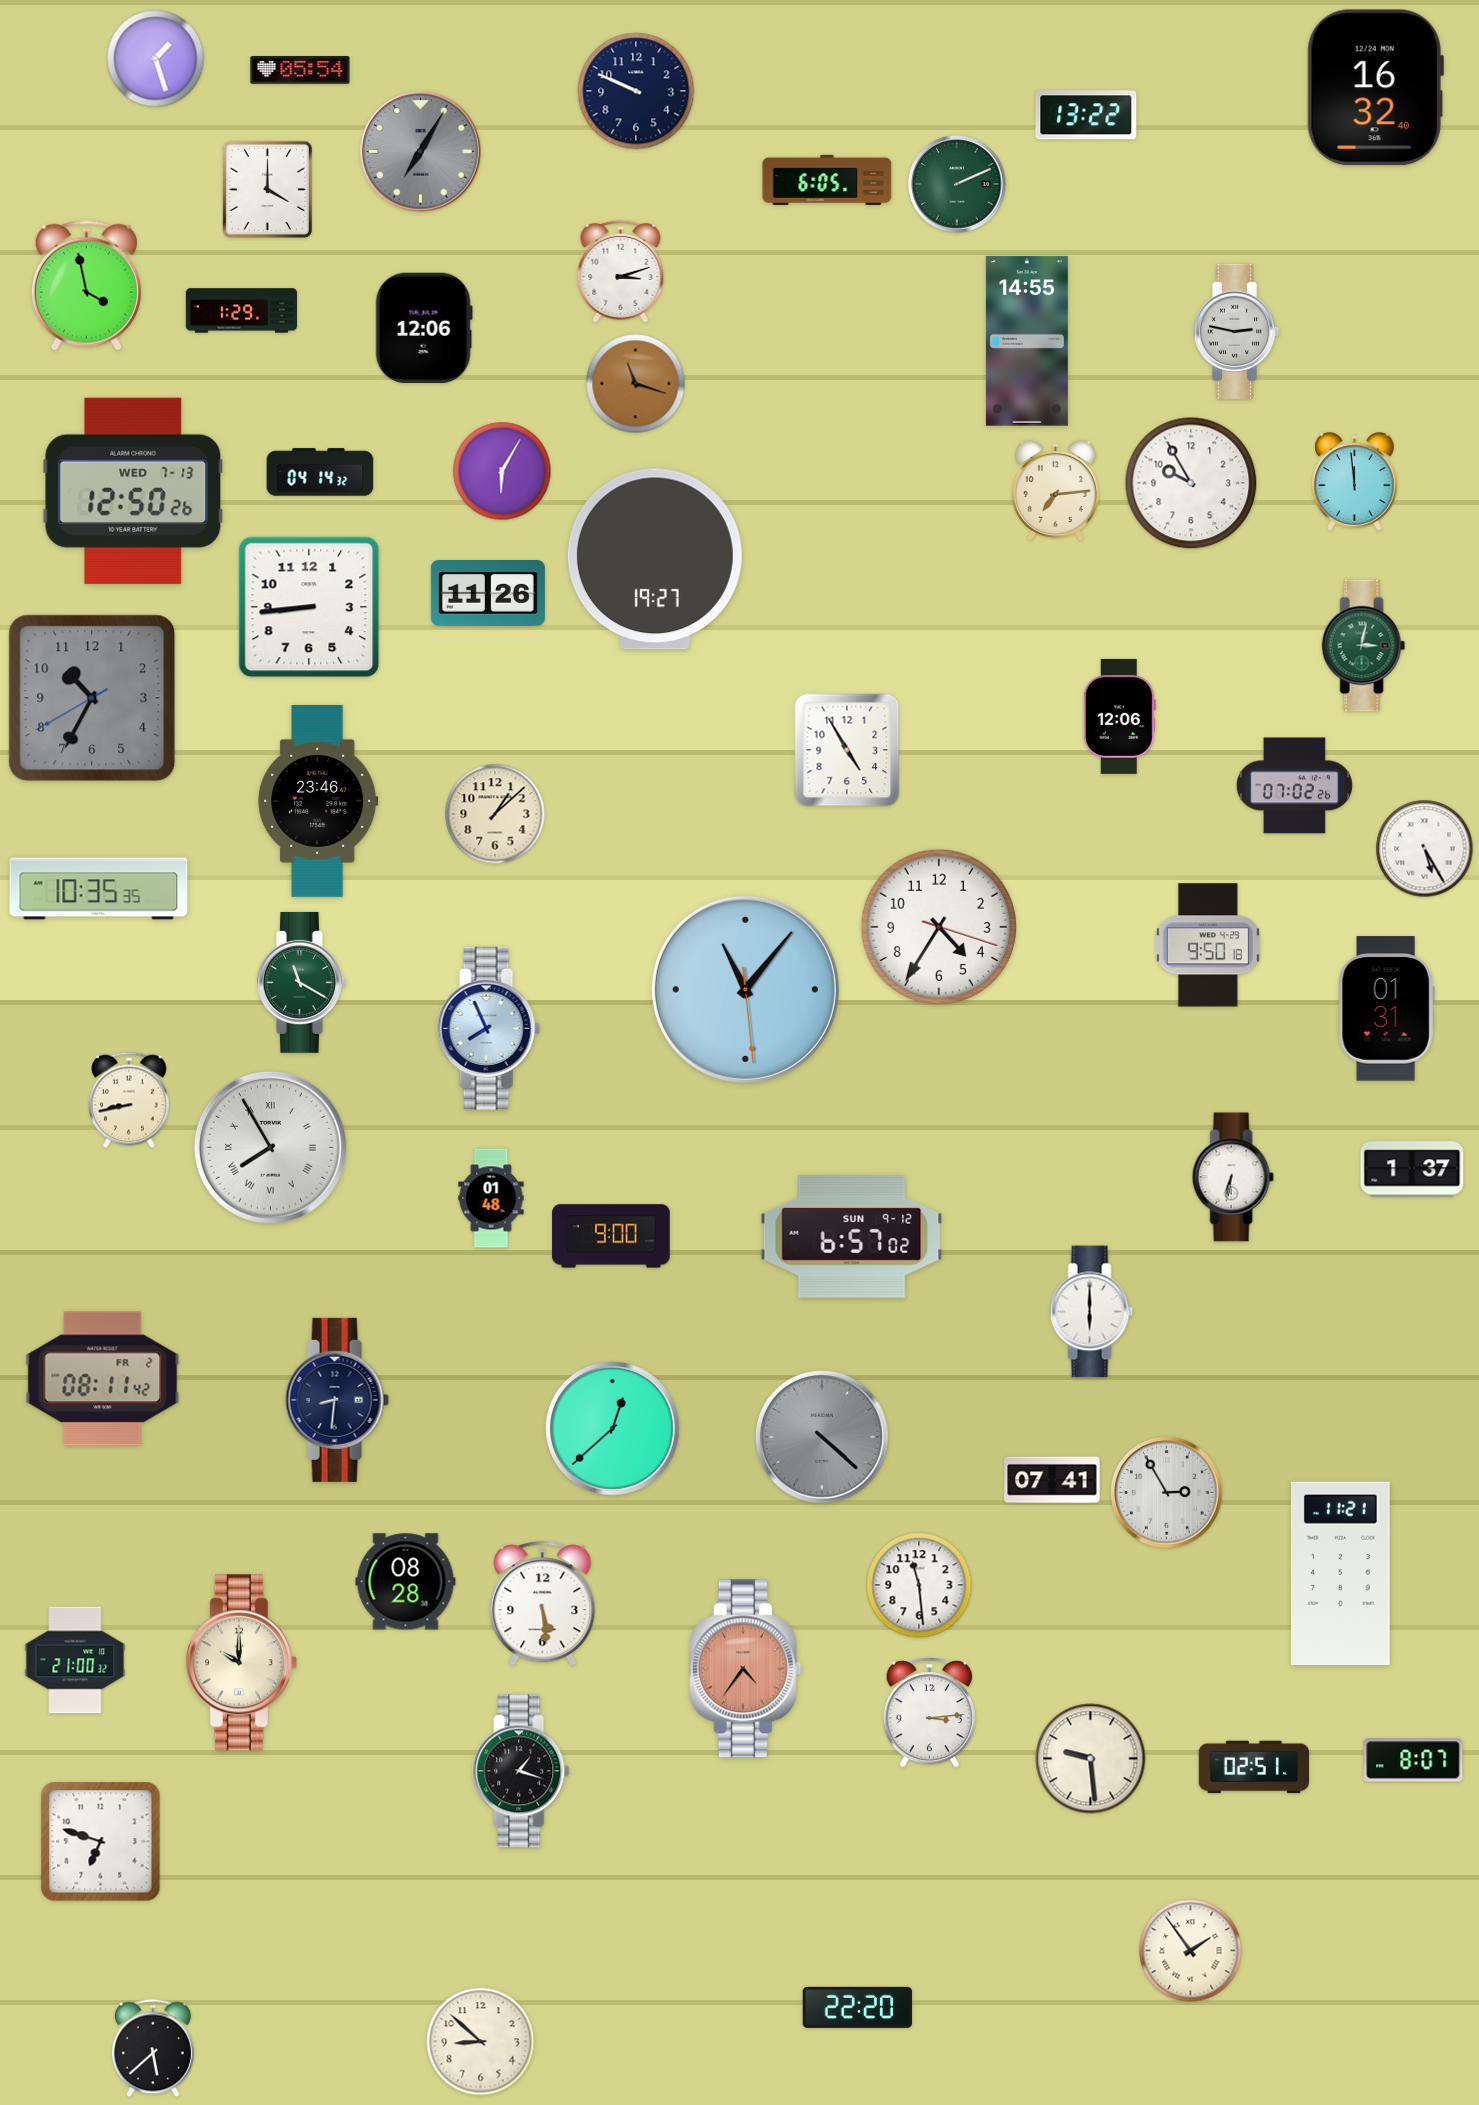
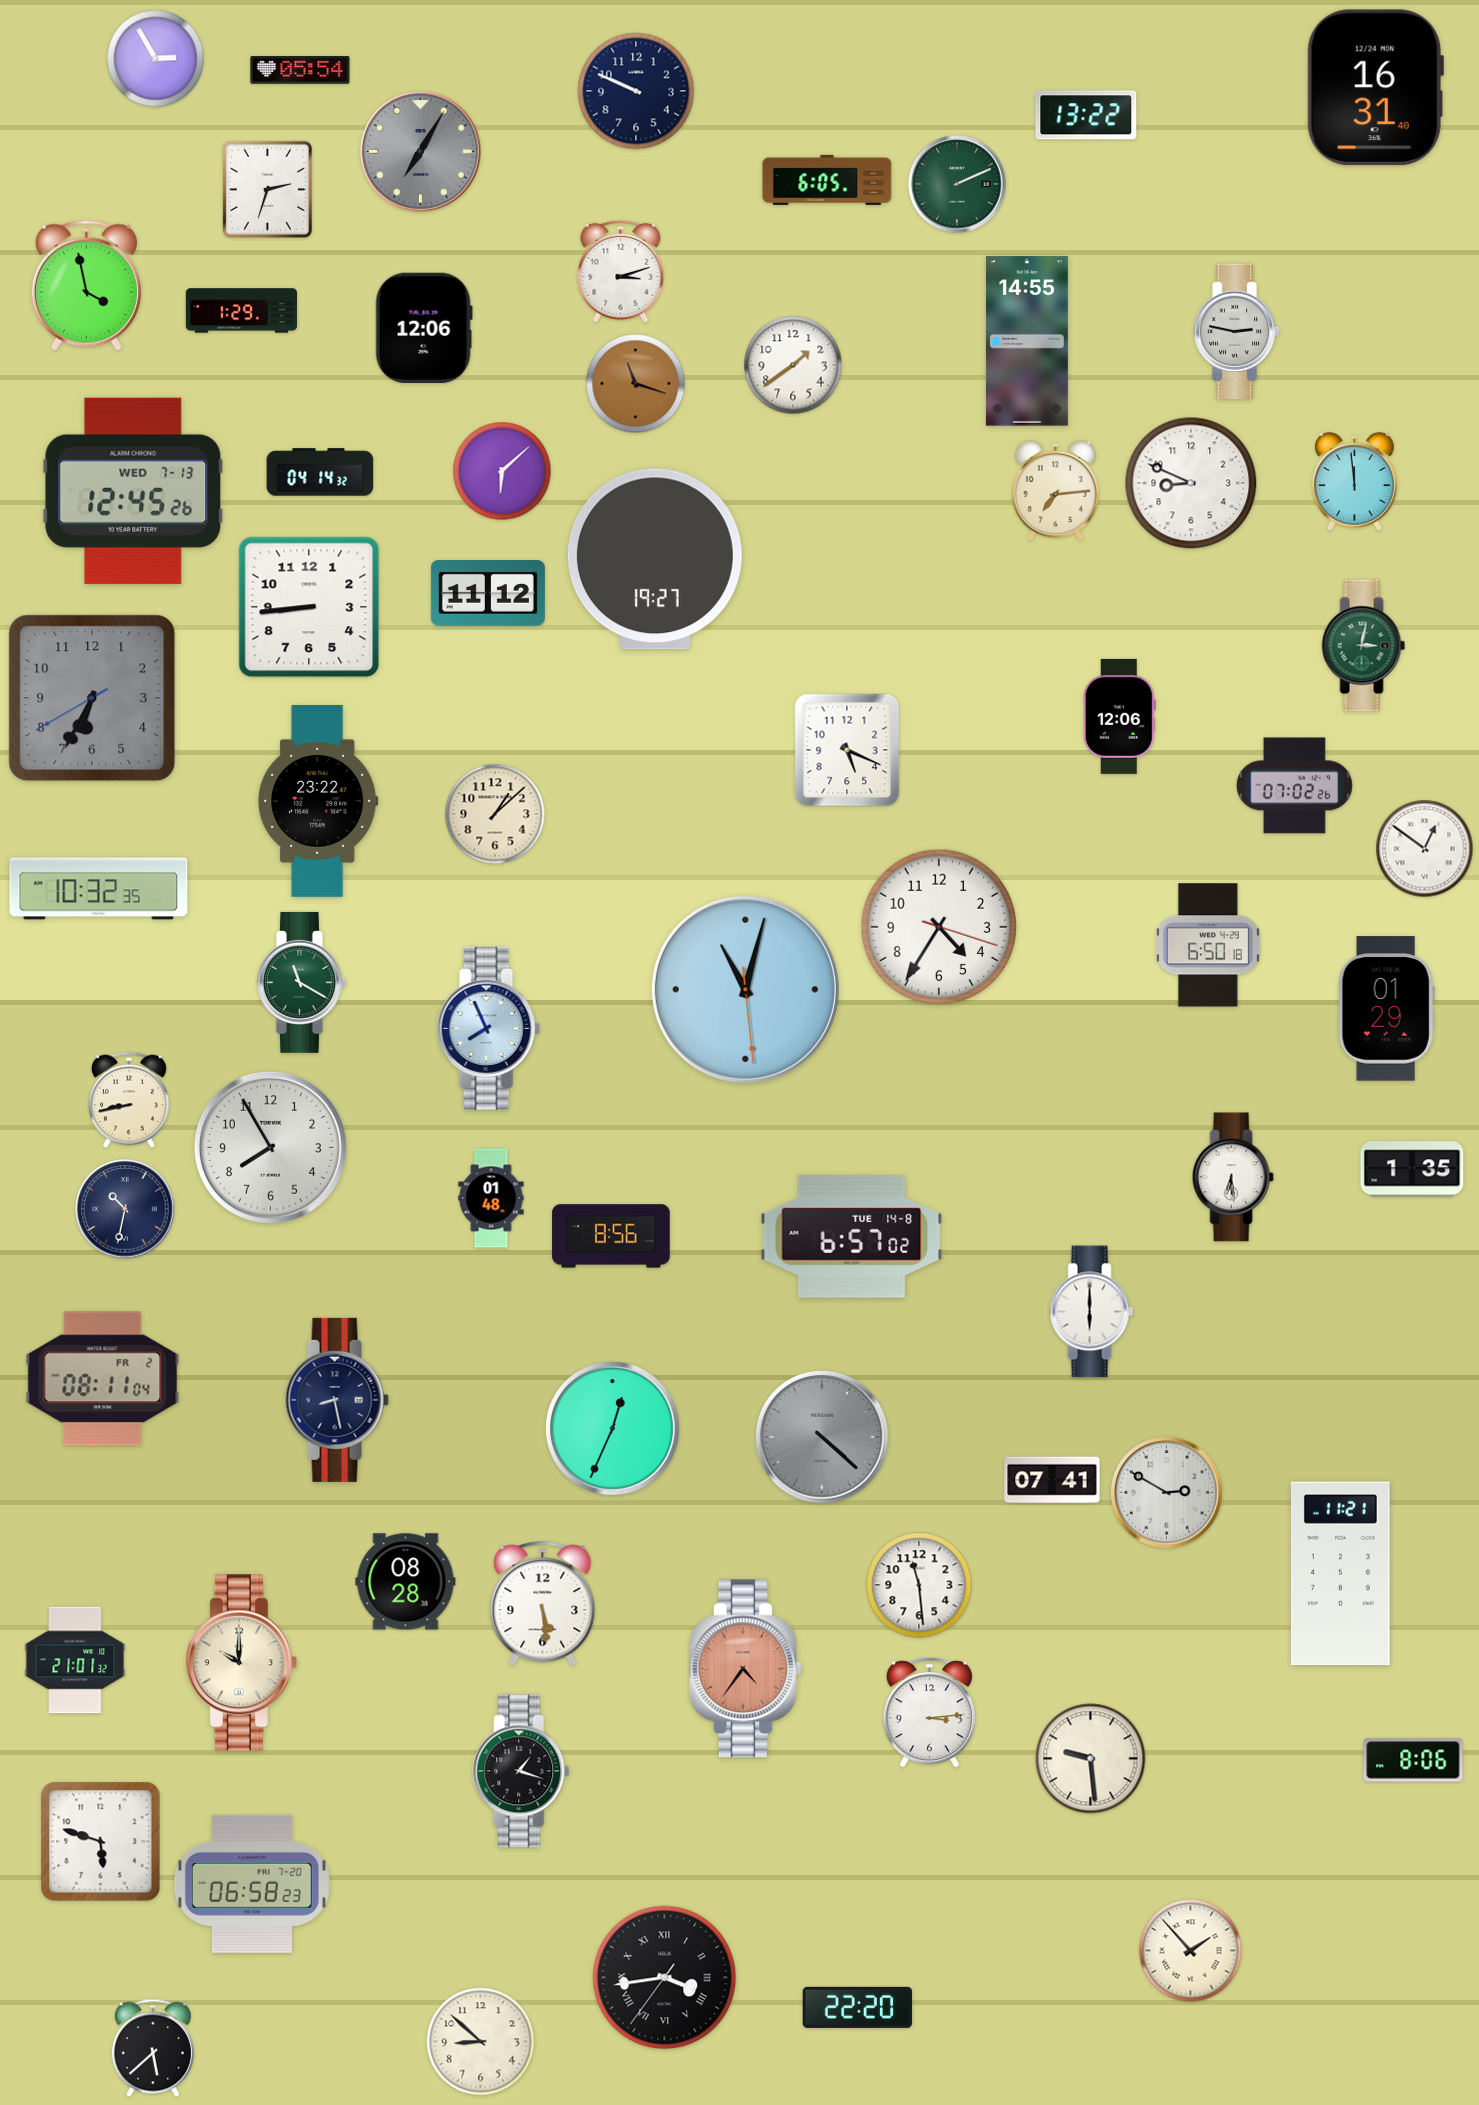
clock at (156, 59): 1:27 -> 2:55
clock at (1375, 88): 16:32 -> 16:31
clock at (267, 189): 4:00 -> 2:33
clock at (793, 365): none -> 1:39
clock at (502, 471): 6:05 -> 6:08
clock at (1191, 483): 9:55 -> 8:49
clock at (133, 491): 12:50 -> 12:45
clock at (488, 594): 11:26 -> 11:12
clock at (92, 698): 10:34 -> 6:34
clock at (847, 750): 4:55 -> 5:19
clock at (318, 801): 23:46 -> 23:22
clock at (1425, 849): 5:25 -> 12:51
clock at (99, 889): 10:35 -> 10:32
clock at (1208, 945): 9:50 -> 6:50
clock at (745, 989): 11:06 -> 11:02
clock at (1386, 1009): 01:31 -> 01:29
clock at (270, 1147) numerals: Roman -> Arabic
clock at (1412, 1169): 1:37 -> 1:35
clock at (1233, 1177): 6:32 -> 6:29
clock at (125, 1209): none -> 10:32
clock at (611, 1236): 9:00 -> 8:56
clock at (852, 1236) date: SUN 9-12 -> TUE 14-8
clock at (103, 1379): 08:11:42 -> 08:11:04
clock at (337, 1400): 8:31 -> 8:28
clock at (613, 1429): 12:38 -> 12:34
clock at (1167, 1493): 2:55 -> 2:50
clock at (75, 1660): 21:00 -> 21:01
clock at (1413, 1760): 8:07 -> 8:06
clock at (1253, 1767): 02:51 -> none
clock at (101, 1842): 6:48 -> 5:48
clock at (252, 1884): none -> 06:58
clock at (1191, 1951): 1:54 -> 1:53
clock at (665, 1978): none -> 3:43
